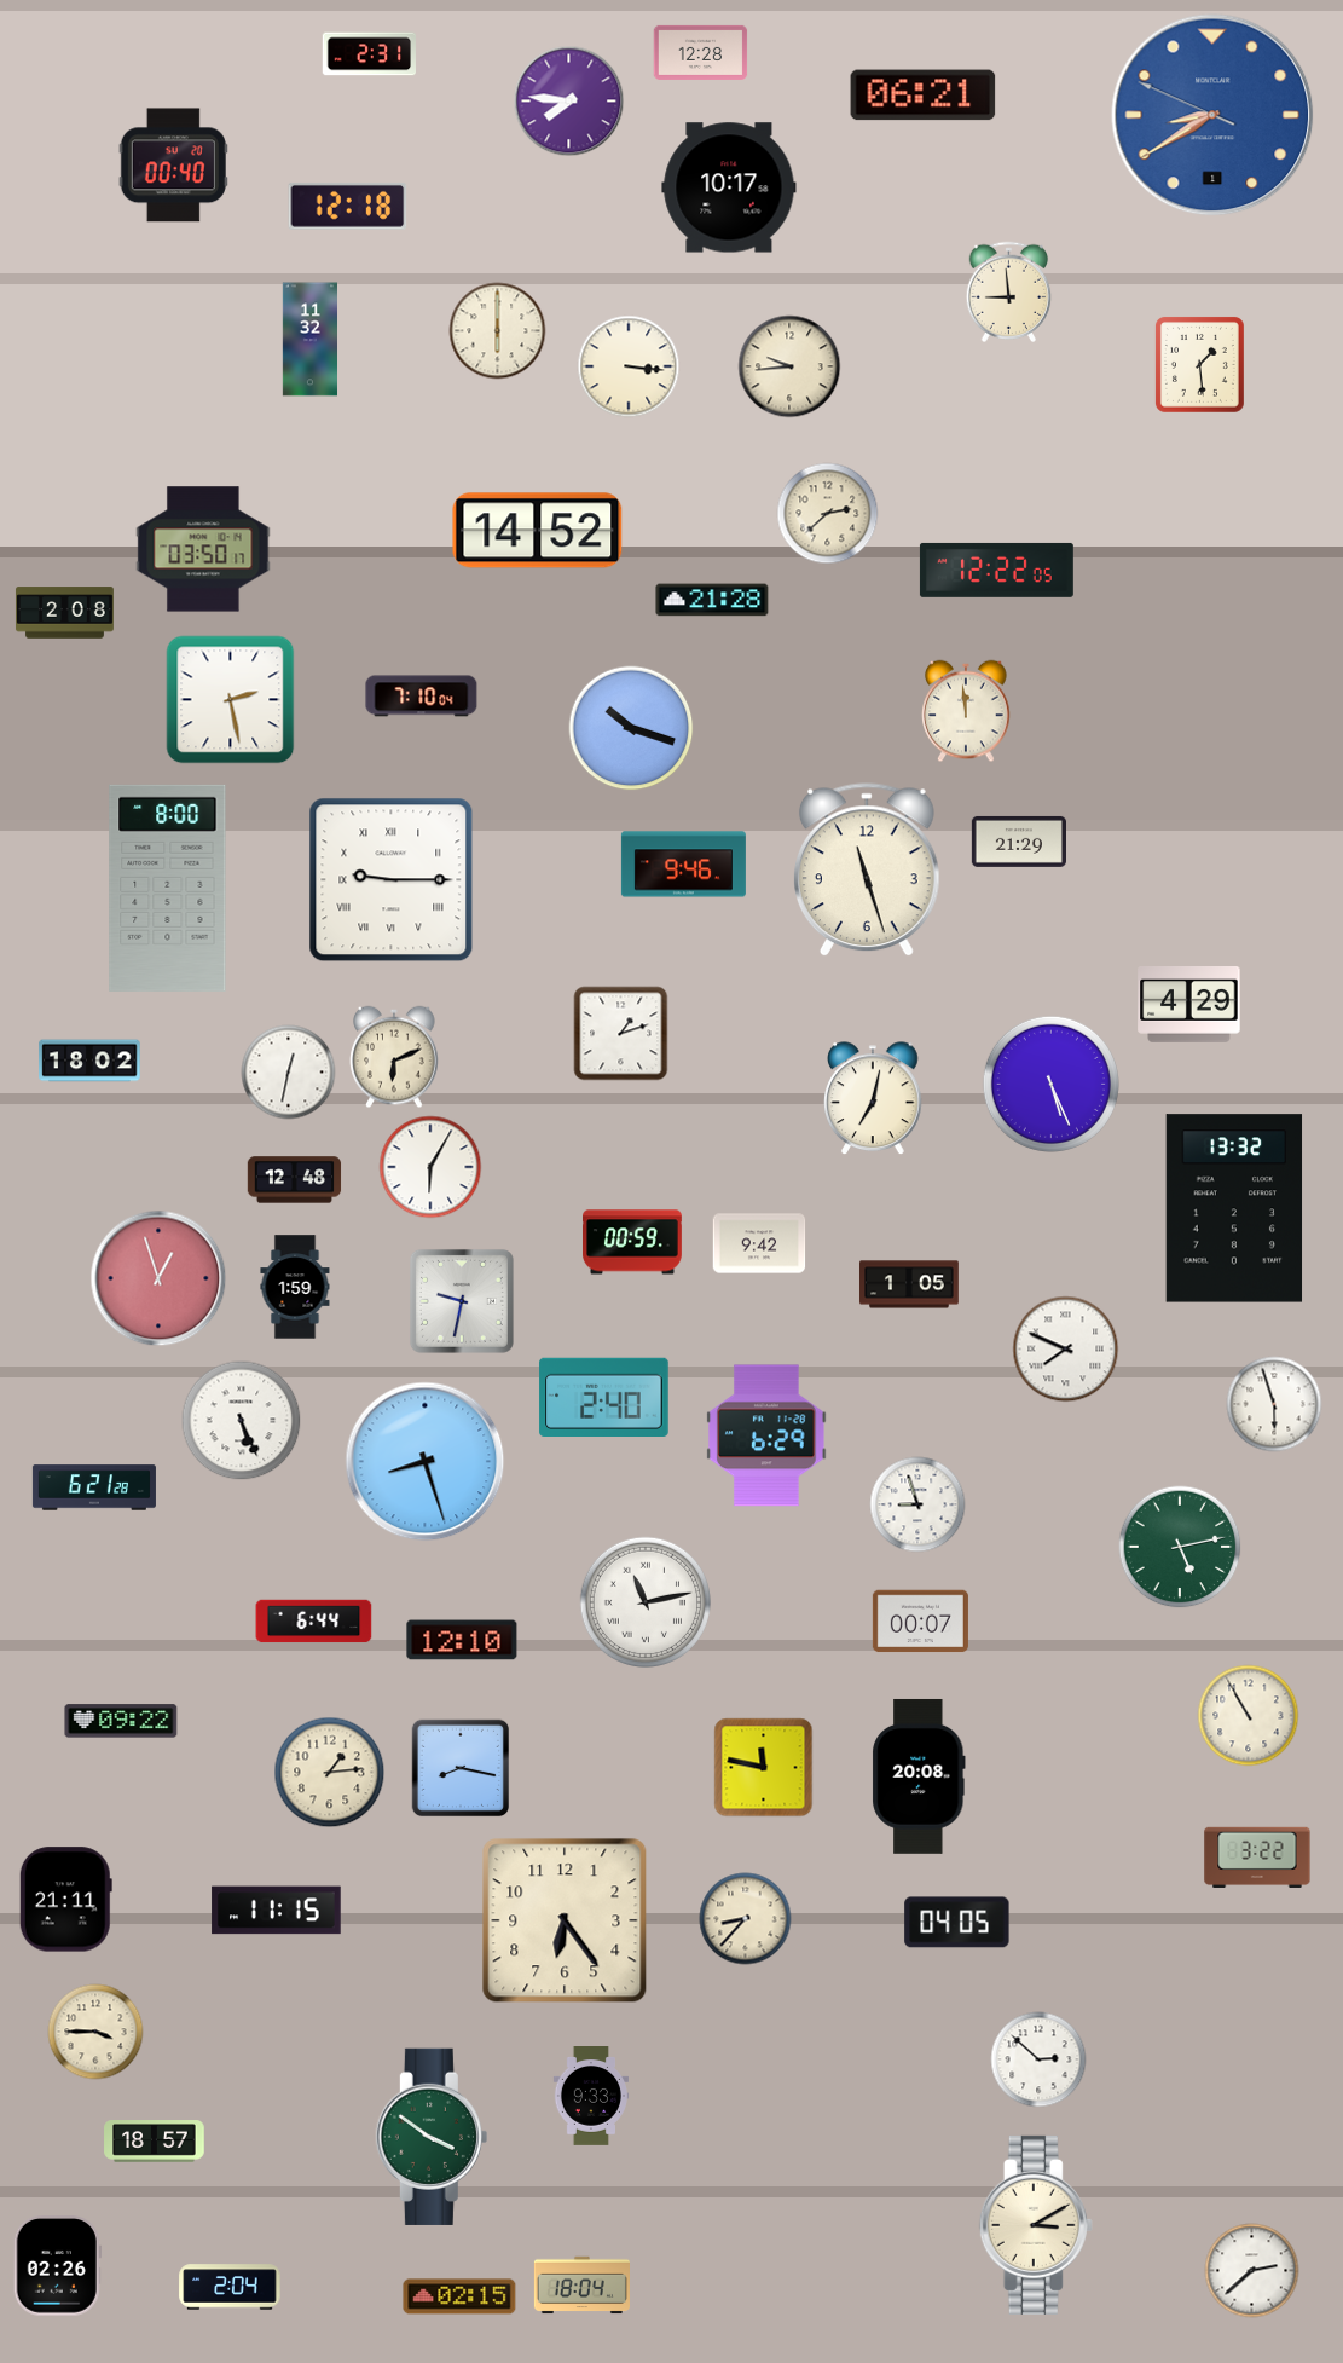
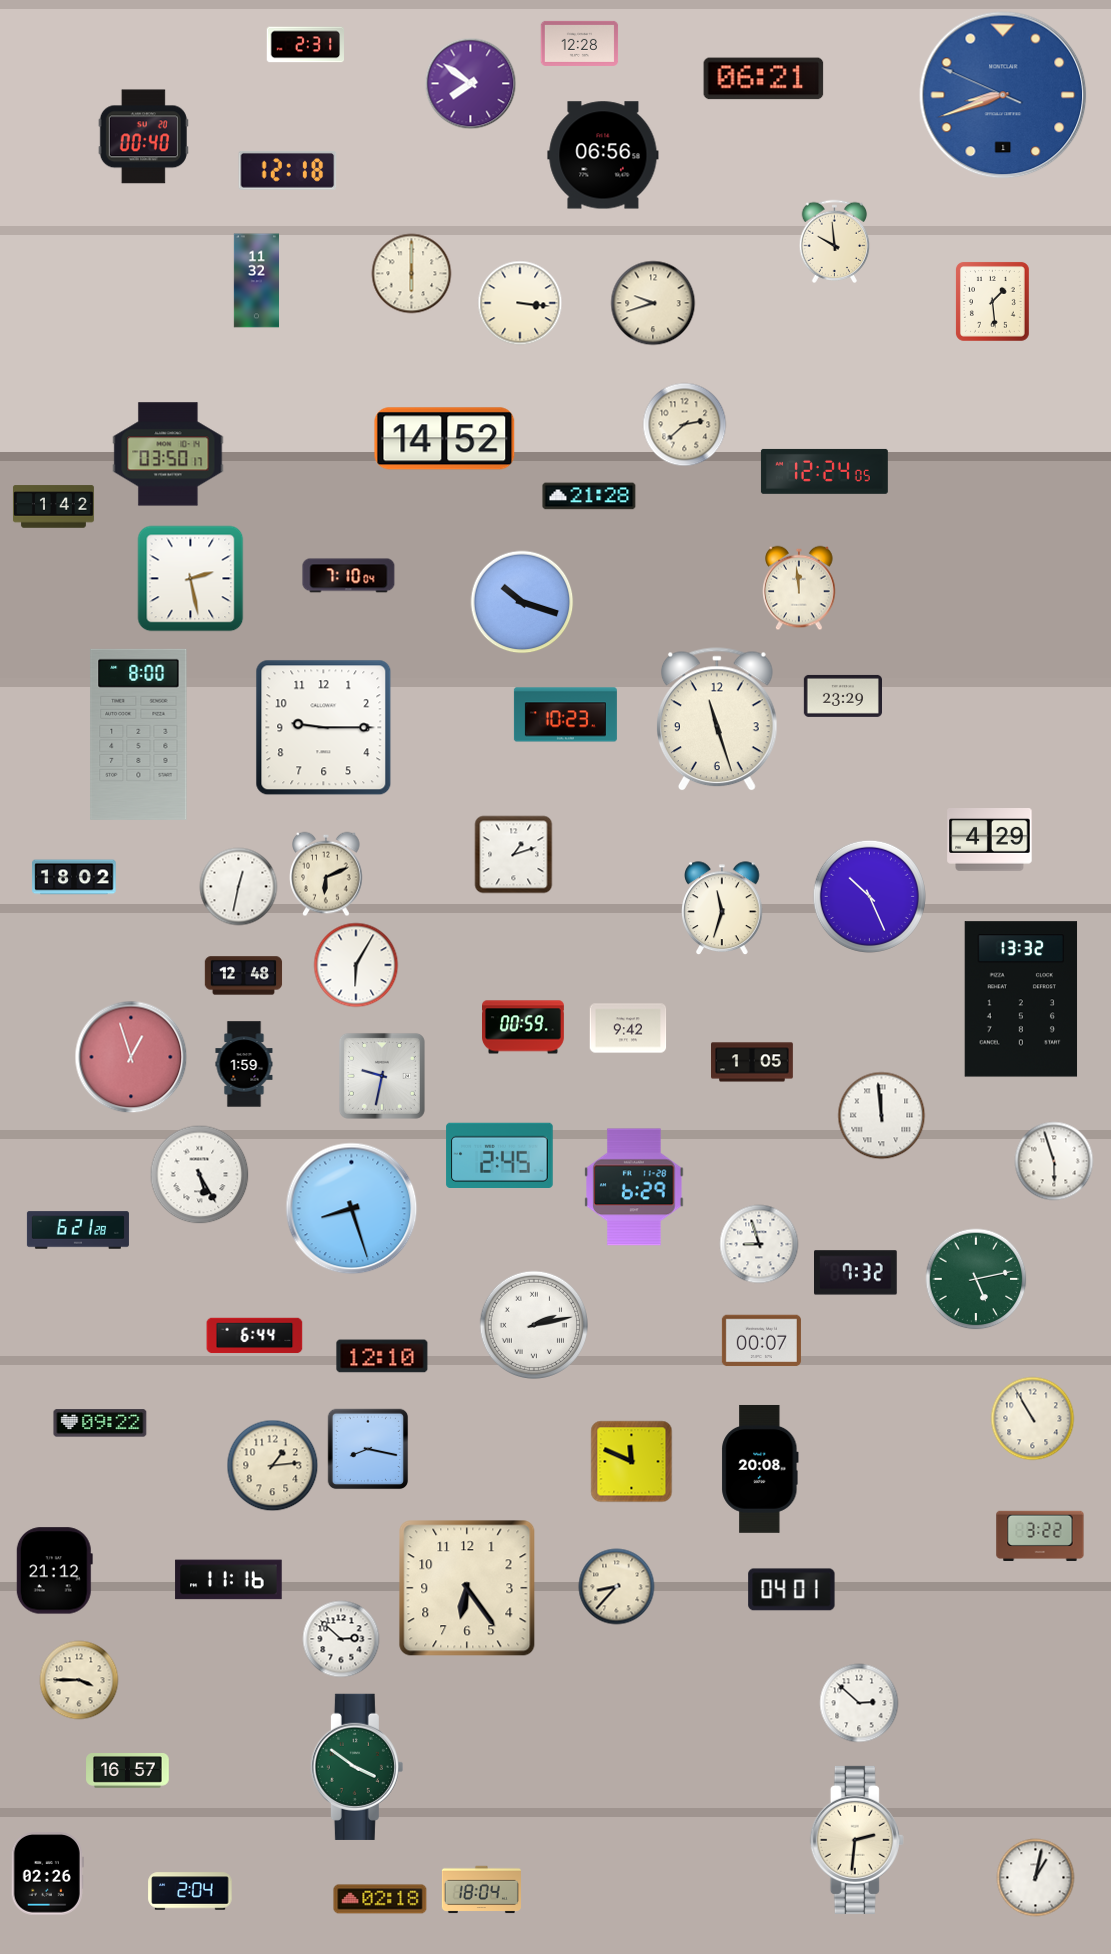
clock at (569, 102): 7:46 -> 7:51
clock at (1212, 115): 8:39 -> 8:41
clock at (729, 187): 10:17 -> 06:56
clock at (1009, 291): 8:59 -> 9:59
clock at (789, 366): 9:44 -> 9:42
clock at (996, 570): 12:22 -> 12:24
clock at (64, 613): 2:08 -> 1:42
clock at (1018, 842): 21:29 -> 23:29
clock at (683, 865): 9:46 -> 10:23
clock at (392, 880) numerals: Roman -> Arabic
clock at (1189, 1005) position: (1189, 1005) -> (990, 840)
clock at (1050, 1084): 5:26 -> 10:26
clock at (873, 1099): 7:02 -> 11:33
clock at (1066, 1350): 7:49 -> 11:59
clock at (604, 1397): 2:40 -> 2:45
clock at (242, 1421): 5:26 -> 5:25
clock at (856, 1273): none -> 7:32
clock at (646, 1602): 11:13 -> 2:13
clock at (314, 1622) position: (314, 1622) -> (255, 1336)
clock at (461, 1768) position: (461, 1768) -> (368, 1449)
clock at (764, 1768): 11:47 -> 11:49
clock at (65, 1900): 21:11 -> 21:12
clock at (277, 1911): 11:15 -> 11:16
clock at (957, 1923): 04:05 -> 04:01
clock at (341, 1639): none -> 2:52
clock at (590, 2097): 9:33 -> none
clock at (155, 2142): 18:57 -> 16:57
clock at (1036, 2225): 3:10 -> 2:31
clock at (1252, 2271): 2:38 -> 1:02
clock at (459, 2296): 02:15 -> 02:18
